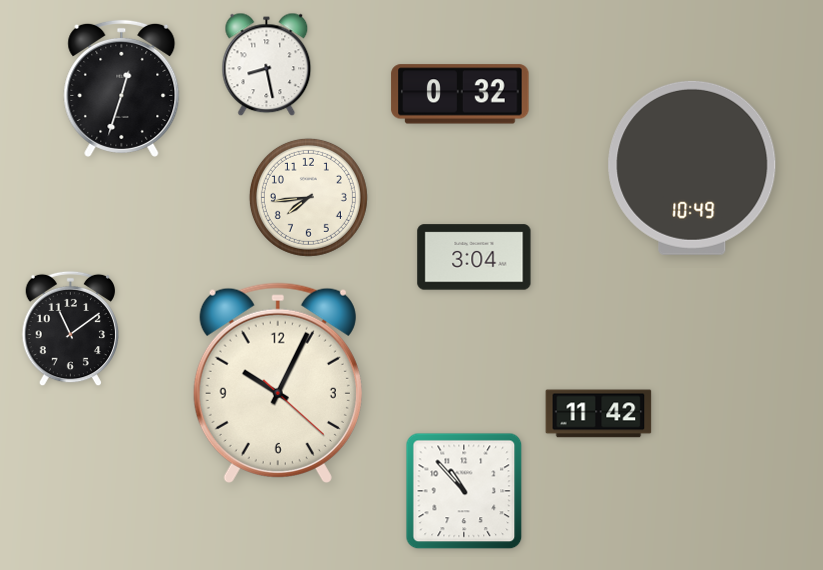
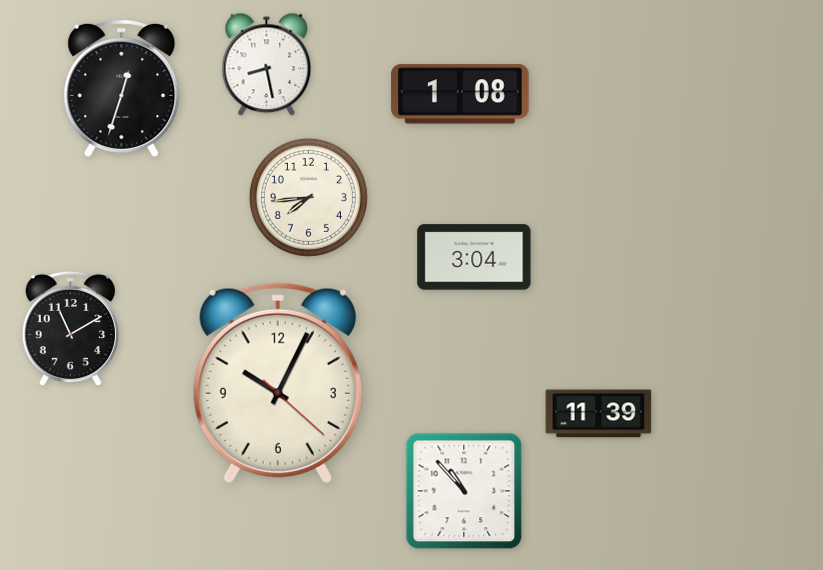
clock at (460, 94): 0:32 -> 1:08
clock at (692, 168): 10:49 -> none
clock at (70, 329): 11:09 -> 11:10
clock at (599, 414): 11:42 -> 11:39
